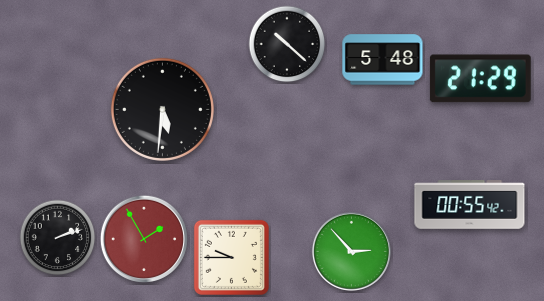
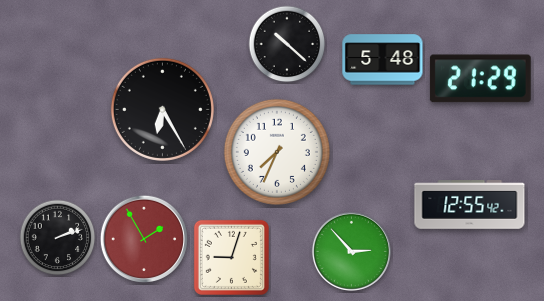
clock at (162, 109): 5:31 -> 6:25
clock at (277, 152): none -> 7:34
clock at (470, 205): 00:55 -> 12:55
clock at (231, 257): 9:45 -> 9:03
